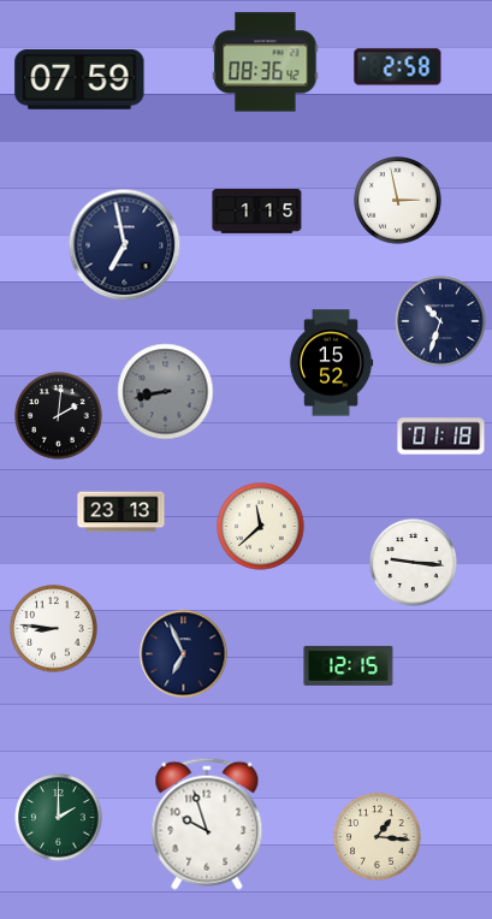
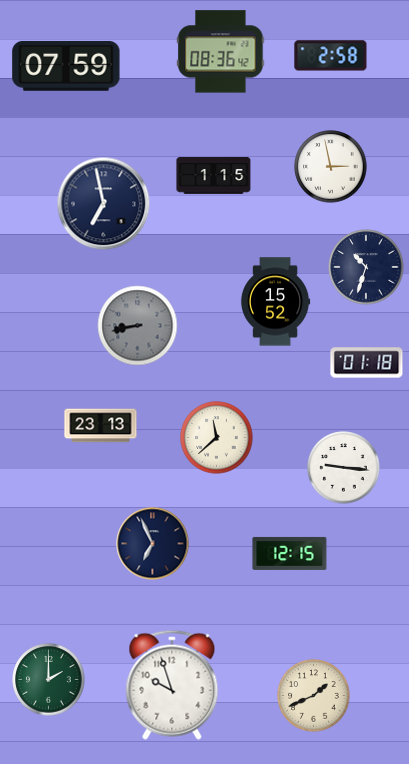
clock at (59, 416): 2:01 -> none
clock at (54, 629): 8:46 -> none
clock at (378, 837): 1:16 -> 1:41
